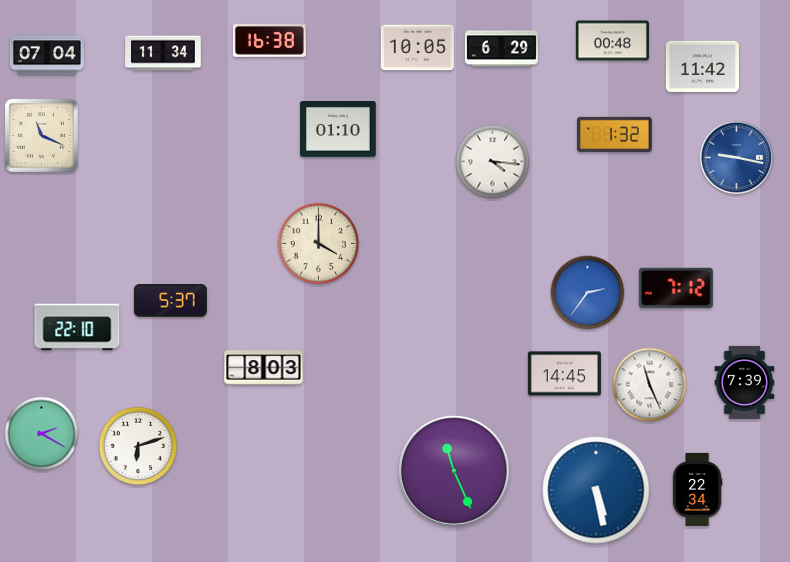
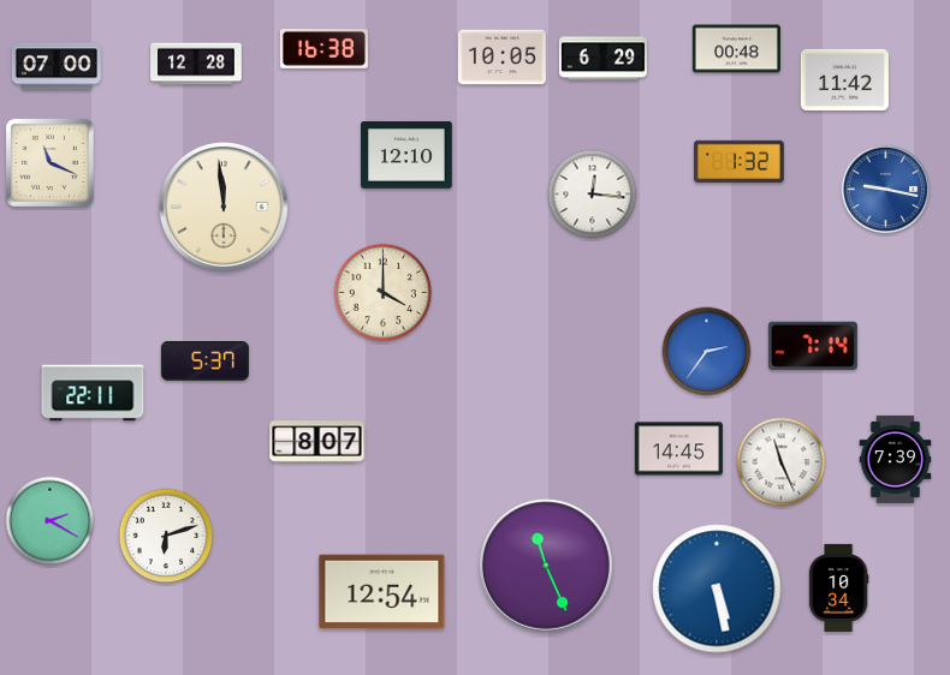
clock at (163, 53): 11:34 -> 12:28
clock at (47, 55): 07:04 -> 07:00
clock at (338, 129): 01:10 -> 12:10
clock at (493, 162): 4:16 -> 12:16
clock at (224, 207): none -> 11:59
clock at (676, 288): 7:12 -> 7:14
clock at (77, 327): 22:10 -> 22:11
clock at (264, 368): 8:03 -> 8:07
clock at (697, 489): 22:34 -> 10:34
clock at (382, 592): none -> 12:54
